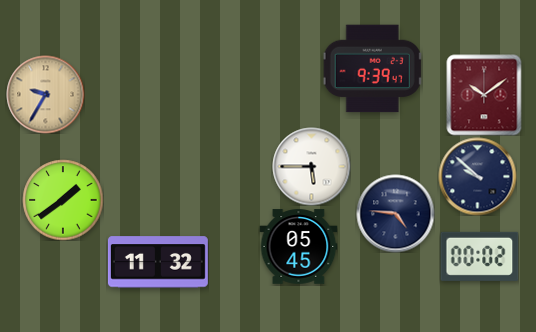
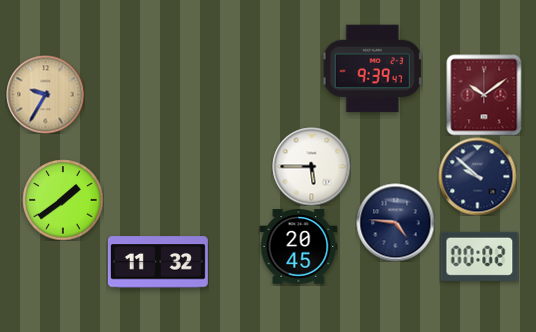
clock at (395, 213) position: (395, 213) -> (395, 222)
clock at (298, 247): 05:45 -> 20:45
